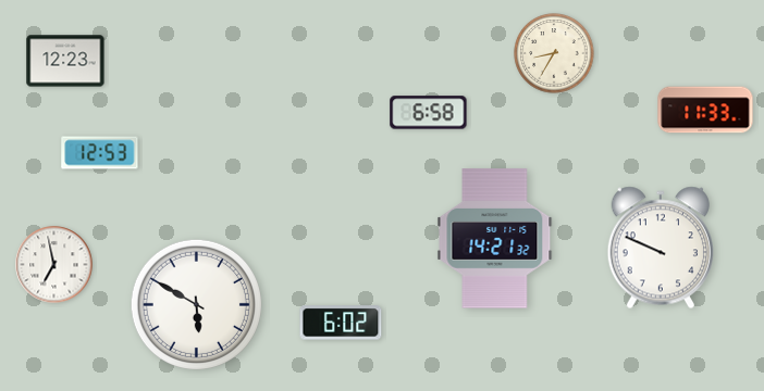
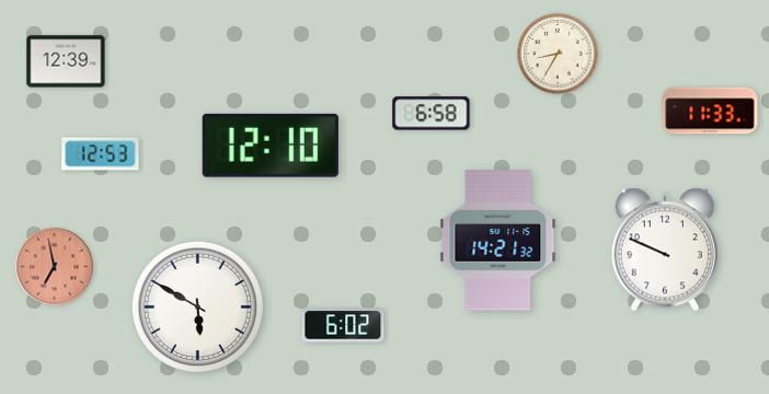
clock at (65, 61): 12:23 -> 12:39
clock at (271, 146): none -> 12:10
clock at (54, 265) dial: white -> salmon
